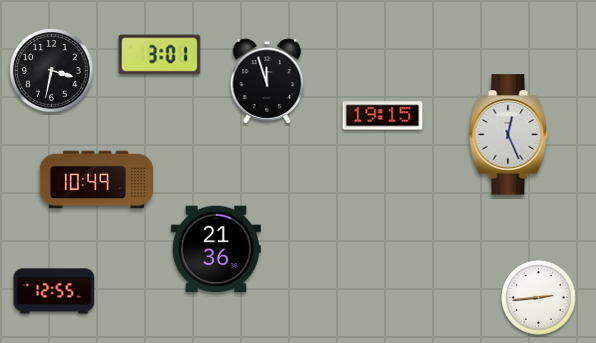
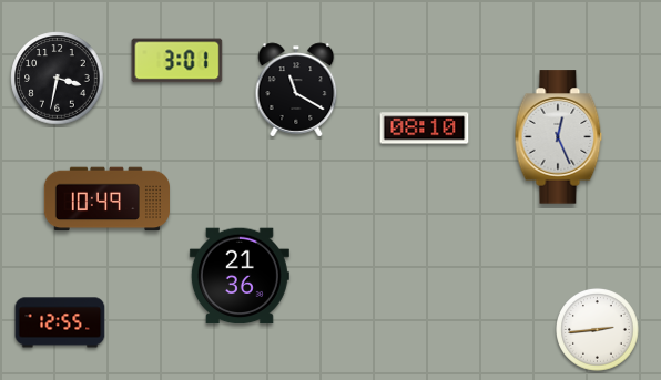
clock at (267, 81): 11:57 -> 11:20
clock at (383, 116): 19:15 -> 08:10
clock at (509, 135) position: (509, 135) -> (559, 137)
